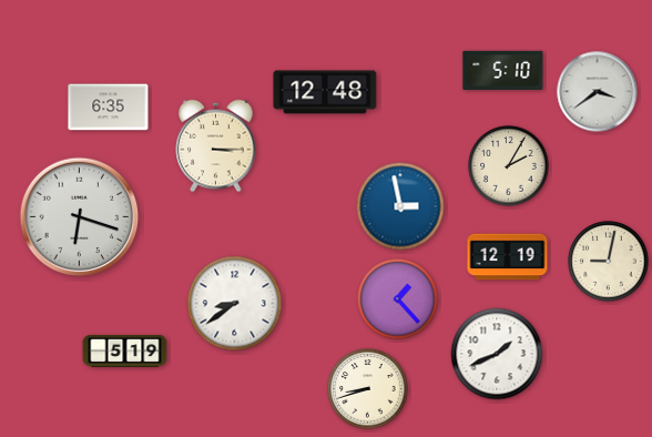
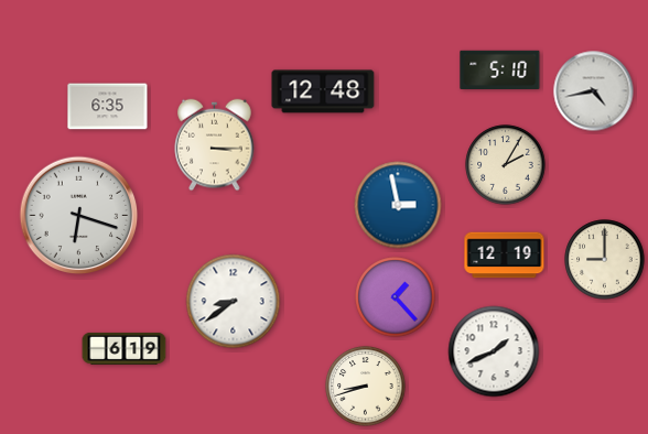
clock at (598, 92): 3:39 -> 4:43
clock at (609, 262): 9:02 -> 9:00
clock at (125, 350): 5:19 -> 6:19
